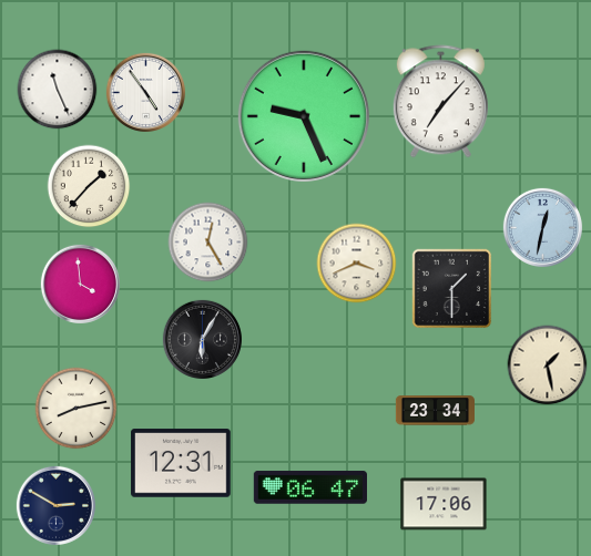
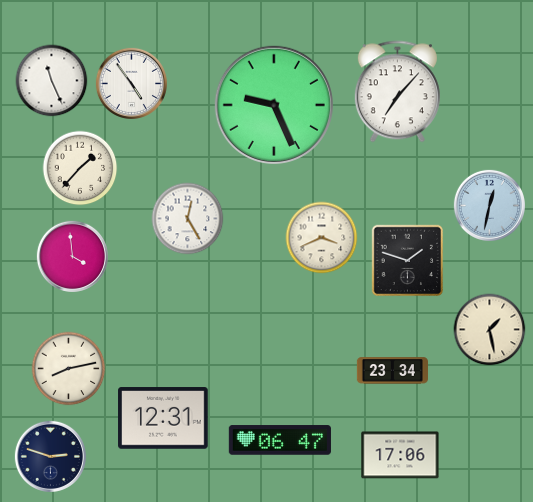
clock at (452, 289): 1:30 -> 1:48
clock at (202, 339): 6:05 -> none
clock at (548, 365) position: (548, 365) -> (490, 330)
clock at (55, 505): 2:50 -> 2:48
